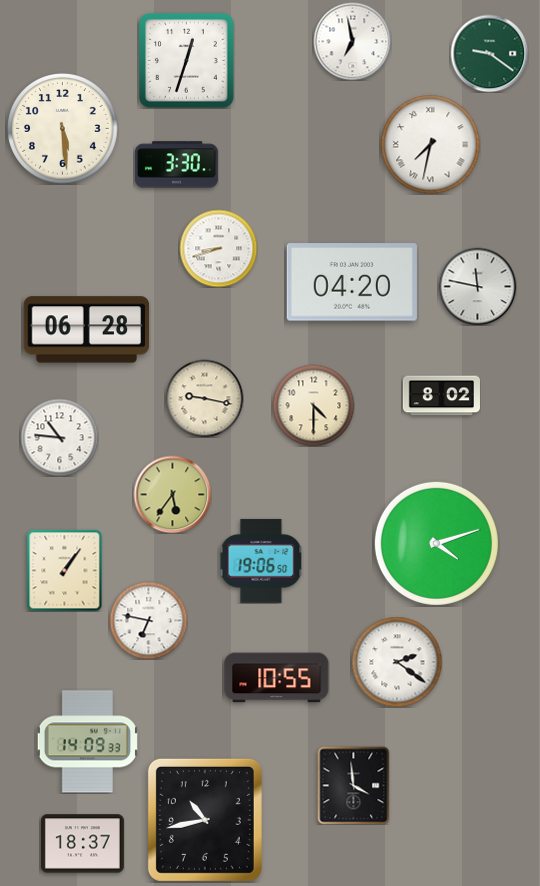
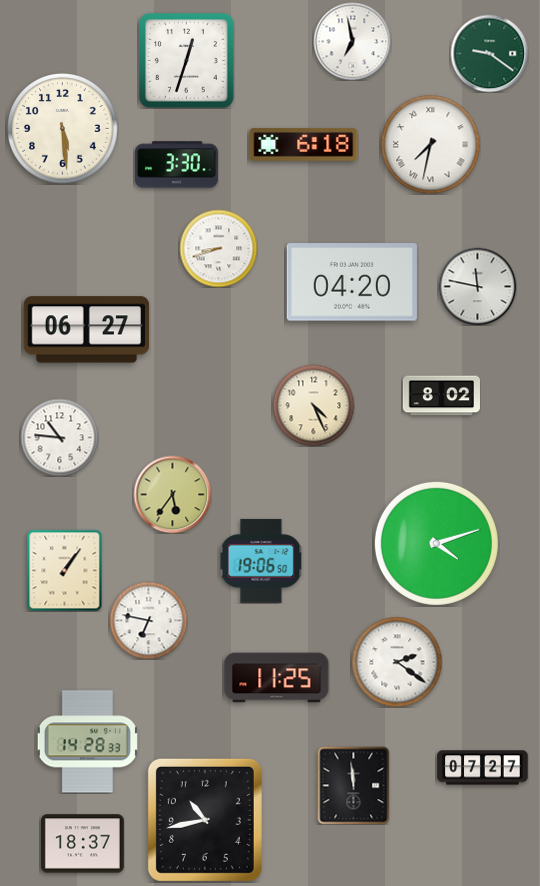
clock at (304, 144): none -> 6:18
clock at (87, 330): 06:28 -> 06:27
clock at (204, 398): 9:17 -> none
clock at (313, 405): 4:30 -> 4:26
clock at (277, 678): 10:55 -> 11:25
clock at (87, 742): 14:09 -> 14:28
clock at (483, 768): none -> 07:27
clock at (354, 785): 3:59 -> 11:59
